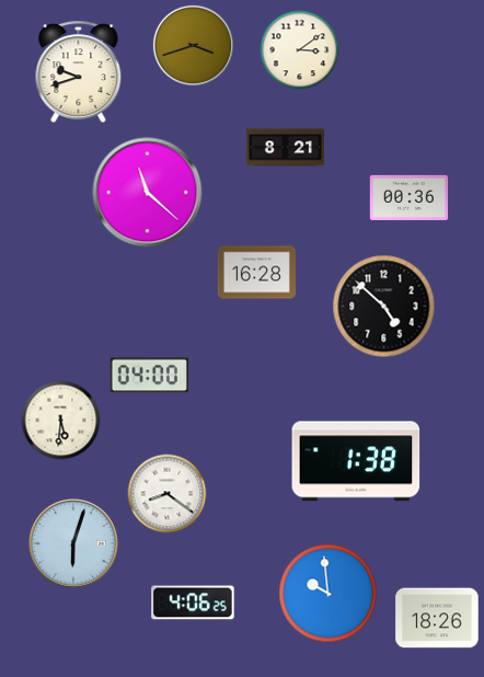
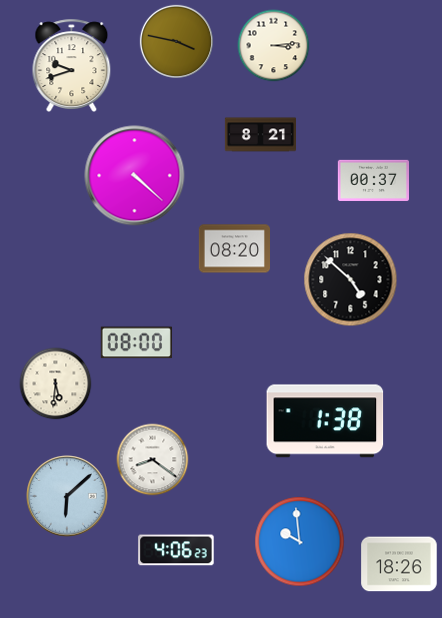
clock at (193, 45): 3:42 -> 3:47
clock at (300, 50): 3:09 -> 3:14
clock at (148, 193): 11:22 -> 4:22
clock at (408, 197): 00:36 -> 00:37
clock at (256, 273): 16:28 -> 08:20
clock at (149, 376): 04:00 -> 08:00
clock at (168, 494) position: (168, 494) -> (153, 460)
clock at (73, 543): 6:03 -> 6:08
clock at (193, 603): 4:06:25 -> 4:06:23
